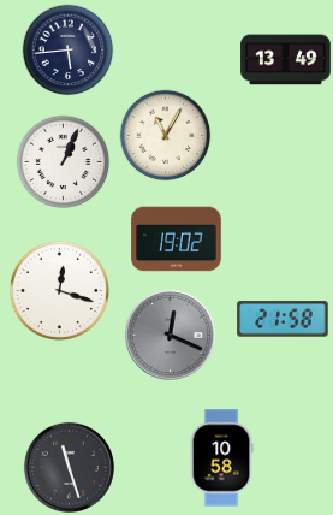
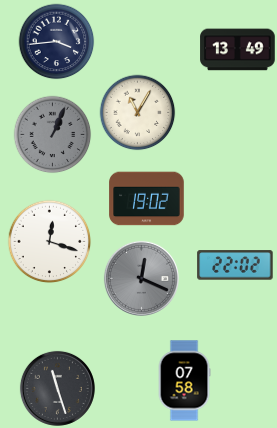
clock at (69, 51): 5:44 -> 3:44
clock at (64, 162) dial: white -> grey
clock at (283, 319): 21:58 -> 22:02
clock at (221, 458): 10:58 -> 07:58
